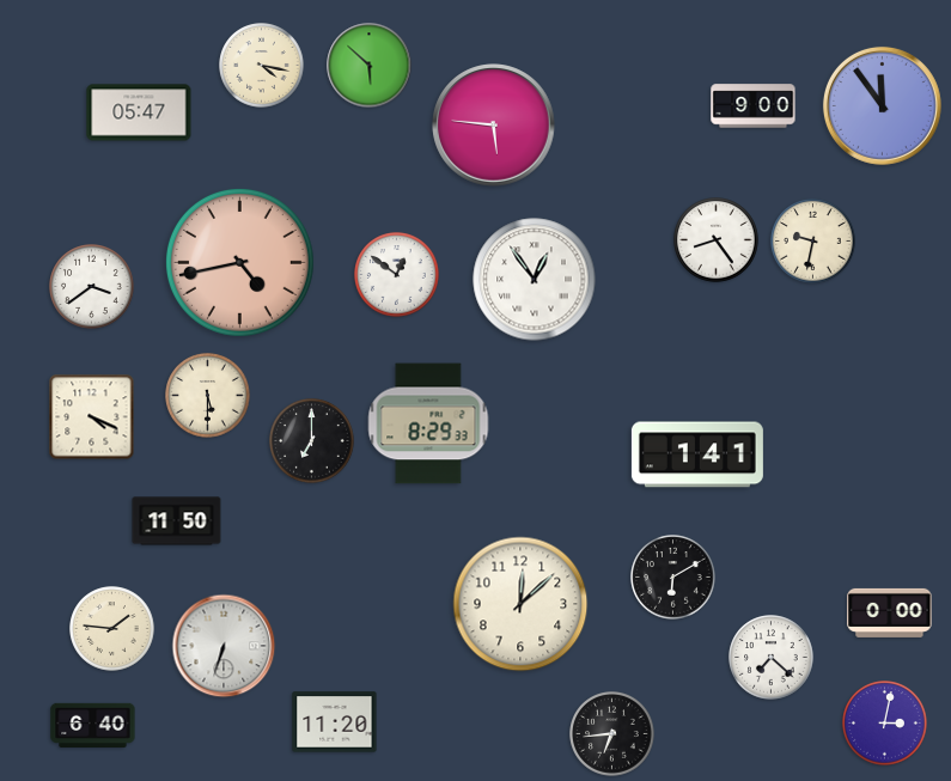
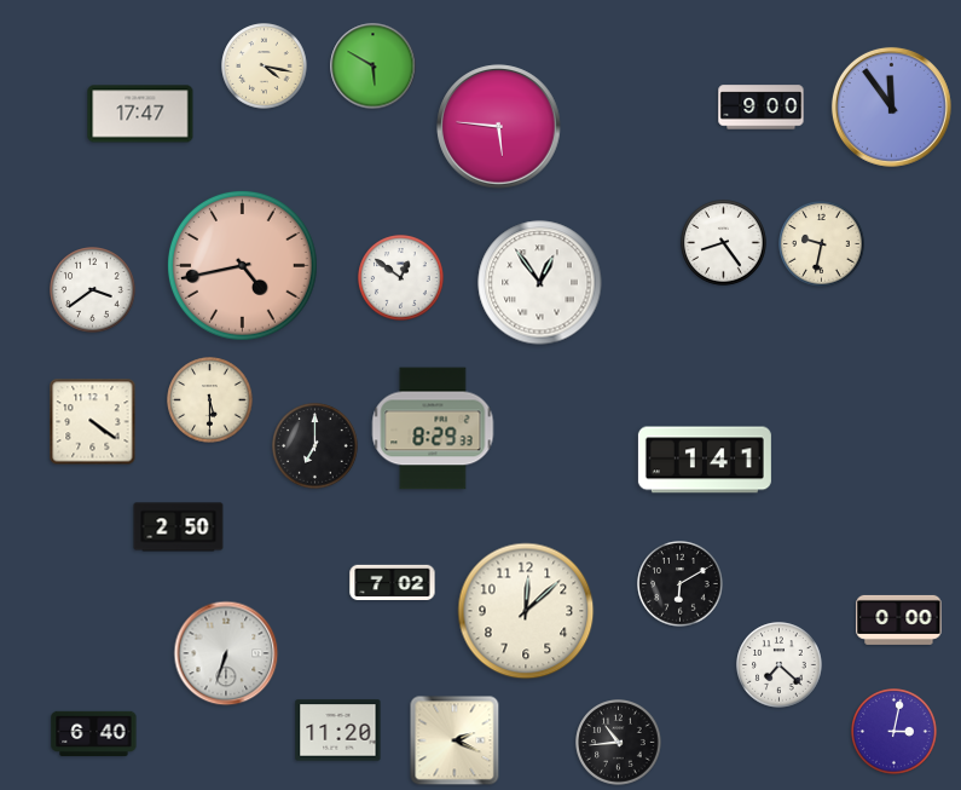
clock at (370, 66): 5:52 -> 5:50
clock at (139, 112): 05:47 -> 17:47
clock at (92, 417): 4:19 -> 4:21
clock at (177, 521): 11:50 -> 2:50
clock at (393, 582): none -> 7:02
clock at (112, 629): 1:46 -> none
clock at (455, 740): none -> 2:19
clock at (612, 734): 6:44 -> 10:44
